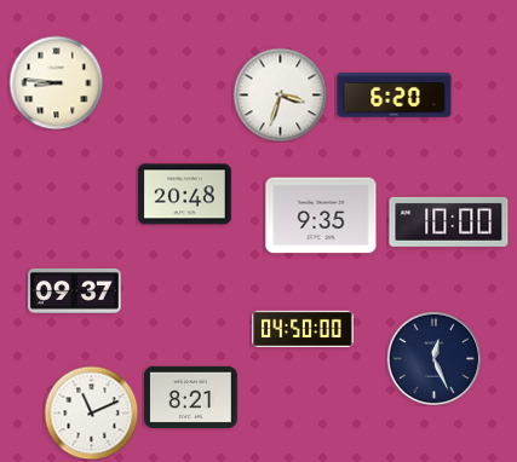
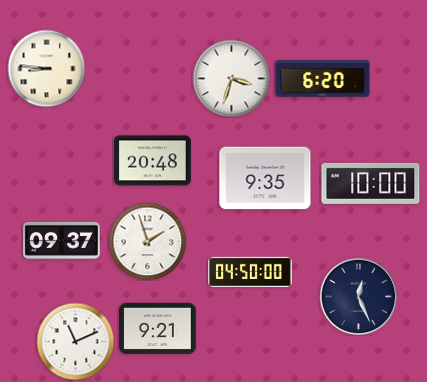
clock at (395, 96) position: (395, 96) -> (323, 79)
clock at (147, 241): none -> 1:57
clock at (191, 397): 8:21 -> 9:21
